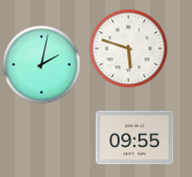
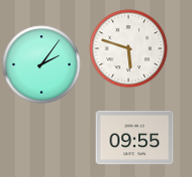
clock at (41, 64): 2:02 -> 2:06
